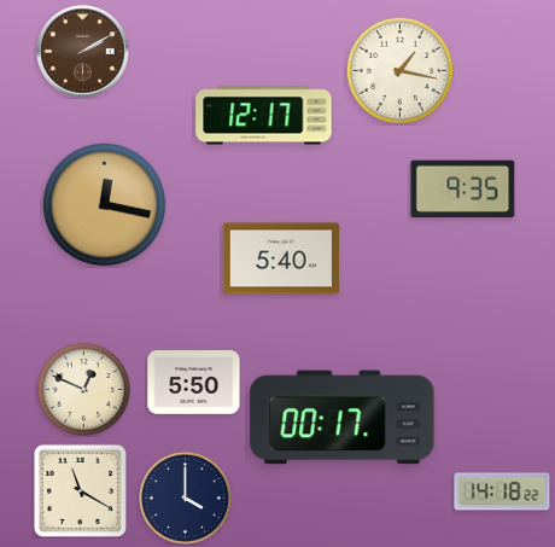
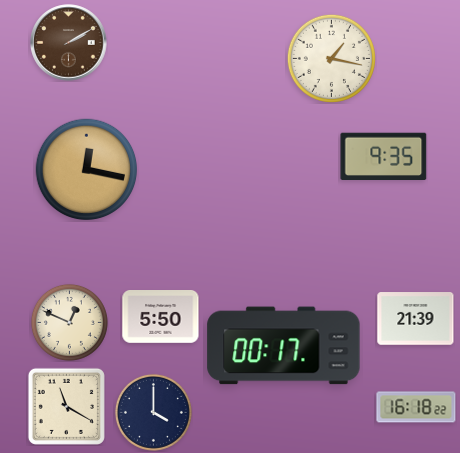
clock at (264, 116): 12:17 -> none
clock at (281, 258): 5:40 -> none
clock at (416, 319): none -> 21:39
clock at (502, 491): 14:18 -> 16:18
